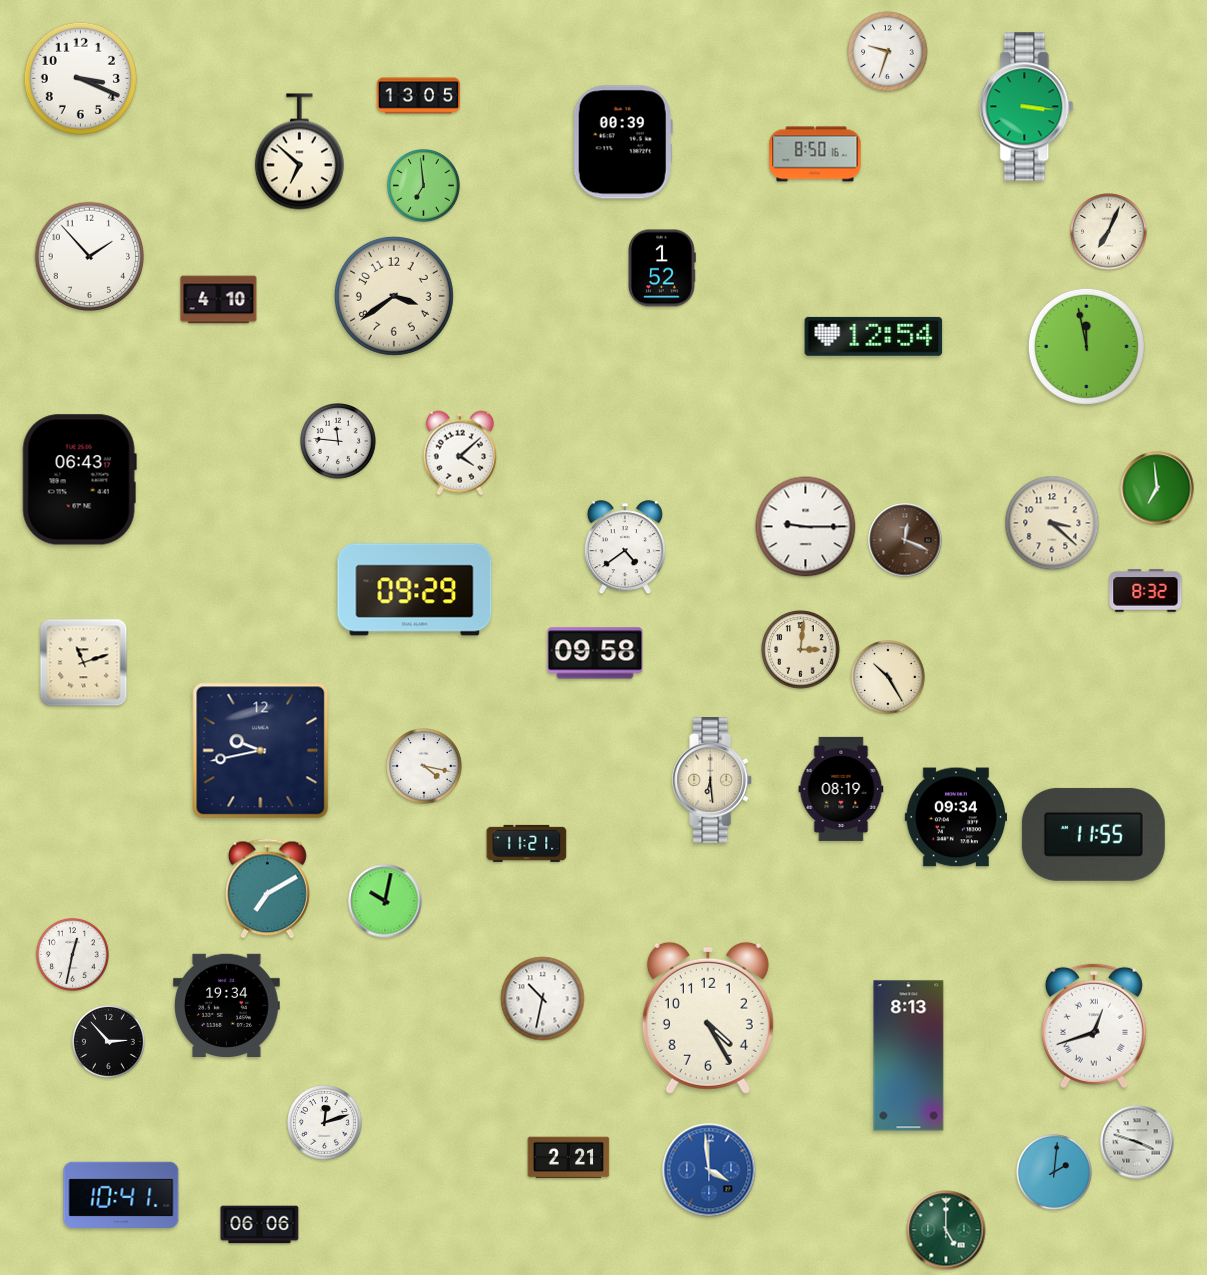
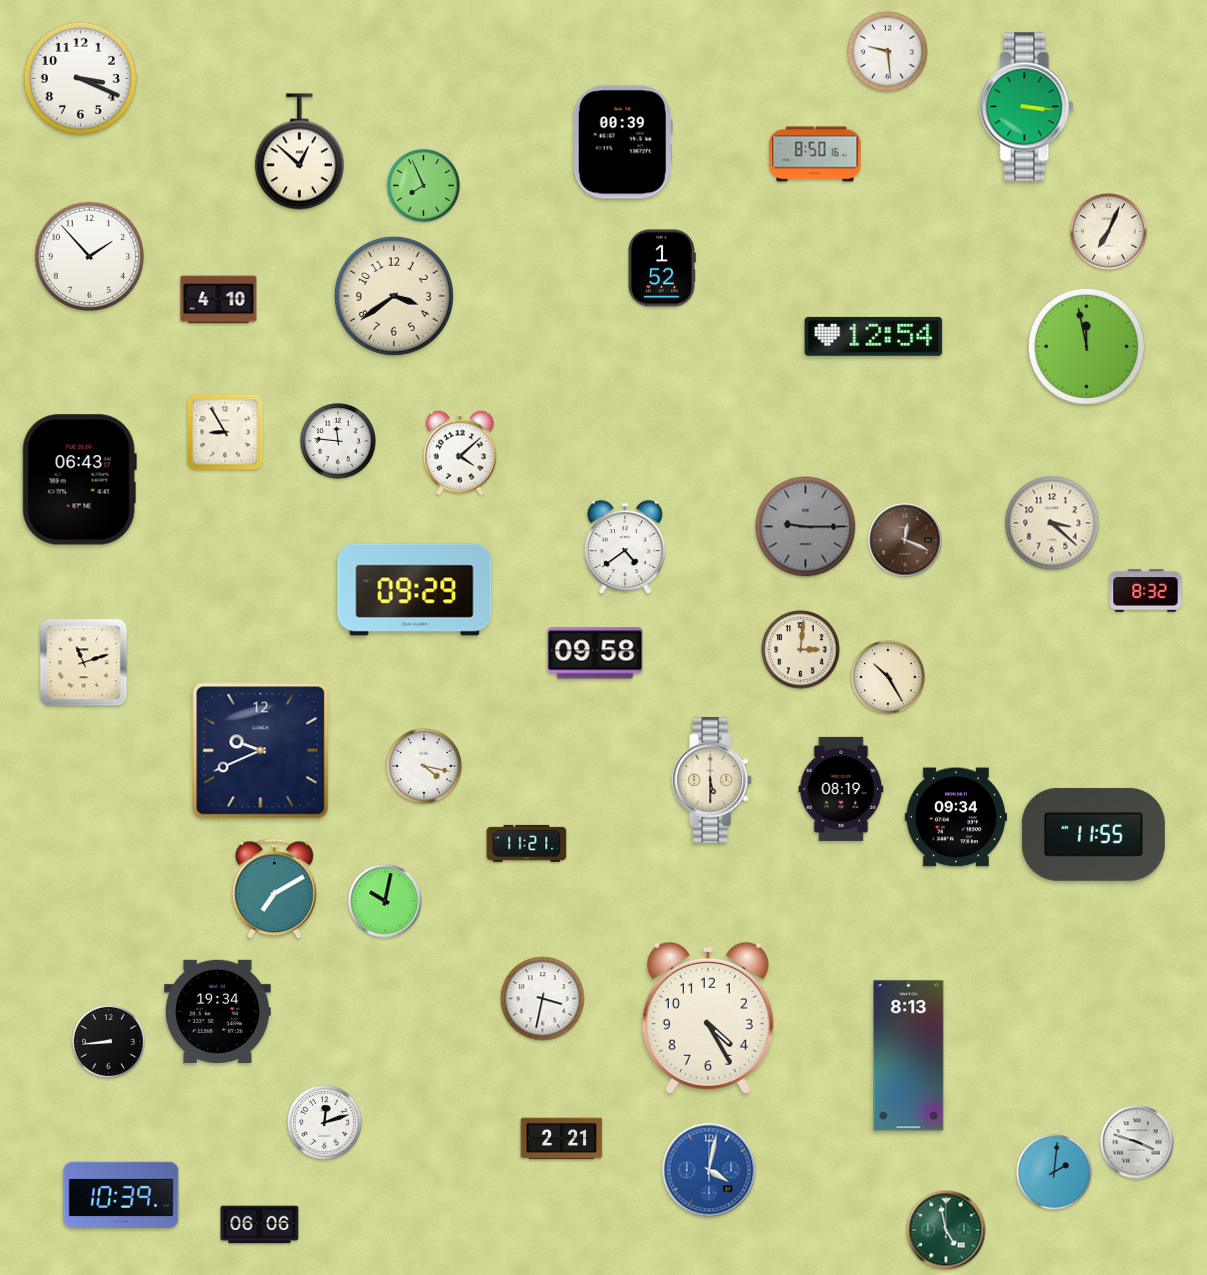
clock at (888, 52): 9:33 -> 9:29
clock at (419, 96): 13:05 -> none
clock at (299, 152): 6:52 -> 12:52
clock at (424, 186): 6:59 -> 7:56
clock at (225, 432): none -> 8:55
clock at (1157, 488): 6:59 -> none
clock at (806, 527) dial: white -> grey
clock at (261, 751): 9:43 -> 9:41
clock at (713, 781): 6:29 -> 5:30
clock at (267, 889) position: (267, 889) -> (274, 889)
clock at (73, 955): 12:32 -> none
clock at (543, 999): 10:32 -> 3:32
clock at (227, 1005) position: (227, 1005) -> (218, 1011)
clock at (1094, 1026): 12:42 -> none
clock at (109, 1042): 2:53 -> 8:44
clock at (569, 1158) position: (569, 1158) -> (562, 1139)
clock at (709, 1170): 3:59 -> 4:02
clock at (121, 1194): 10:41 -> 10:39
clock at (946, 1230): 5:00 -> 4:58
